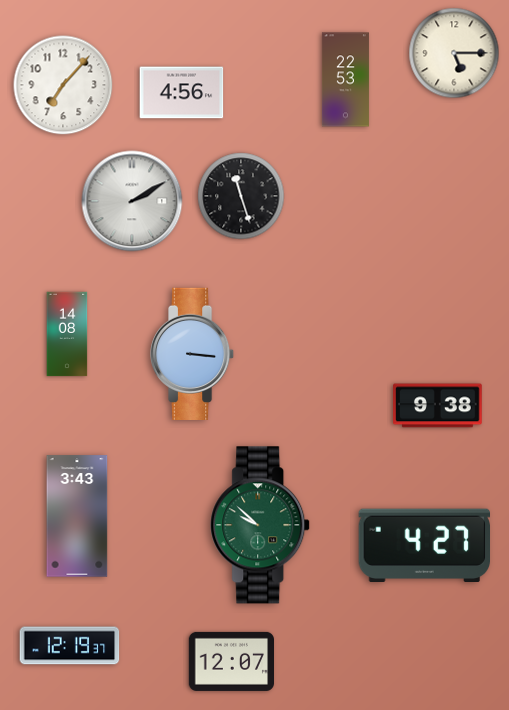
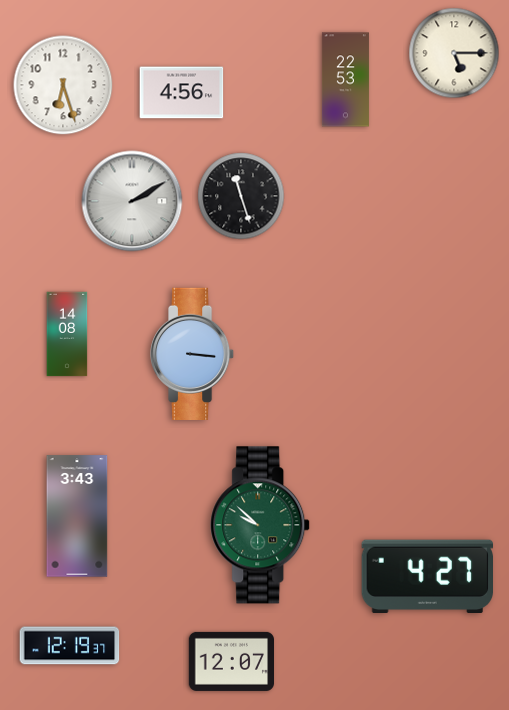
clock at (63, 85): 7:07 -> 6:27
clock at (438, 406): 9:38 -> none
clock at (424, 545) position: (424, 545) -> (427, 576)
